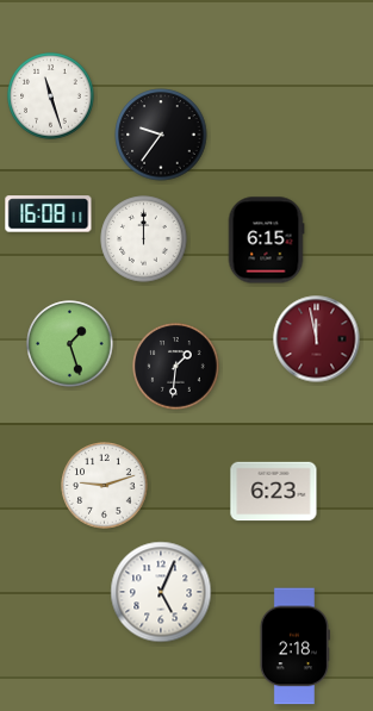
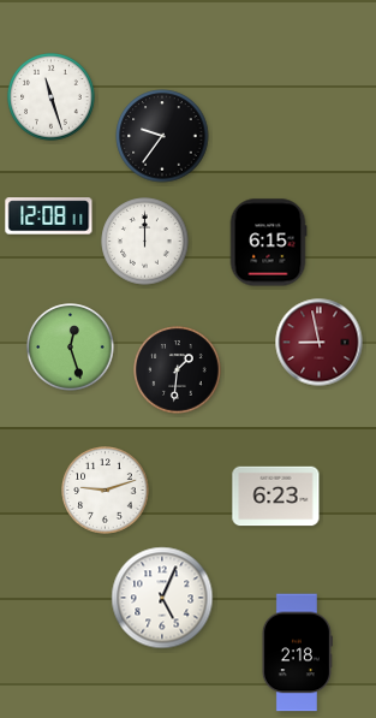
clock at (49, 214): 16:08 -> 12:08
clock at (317, 339): 11:58 -> 8:58
clock at (70, 344): 1:27 -> 12:27
